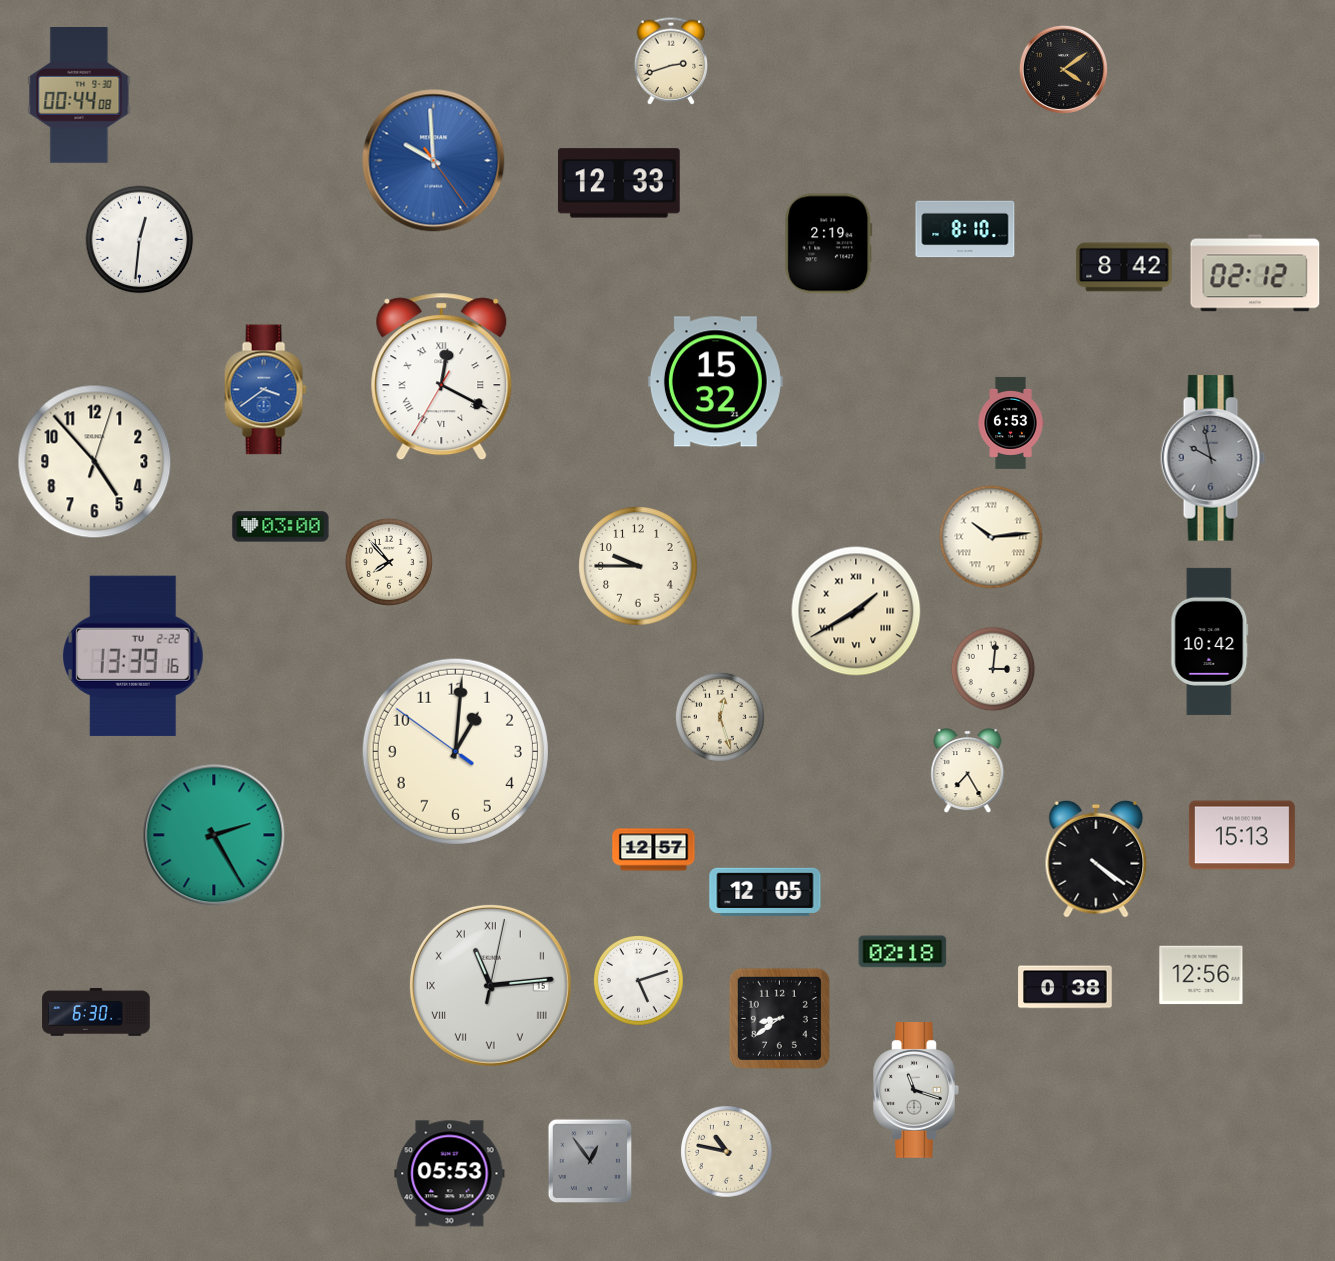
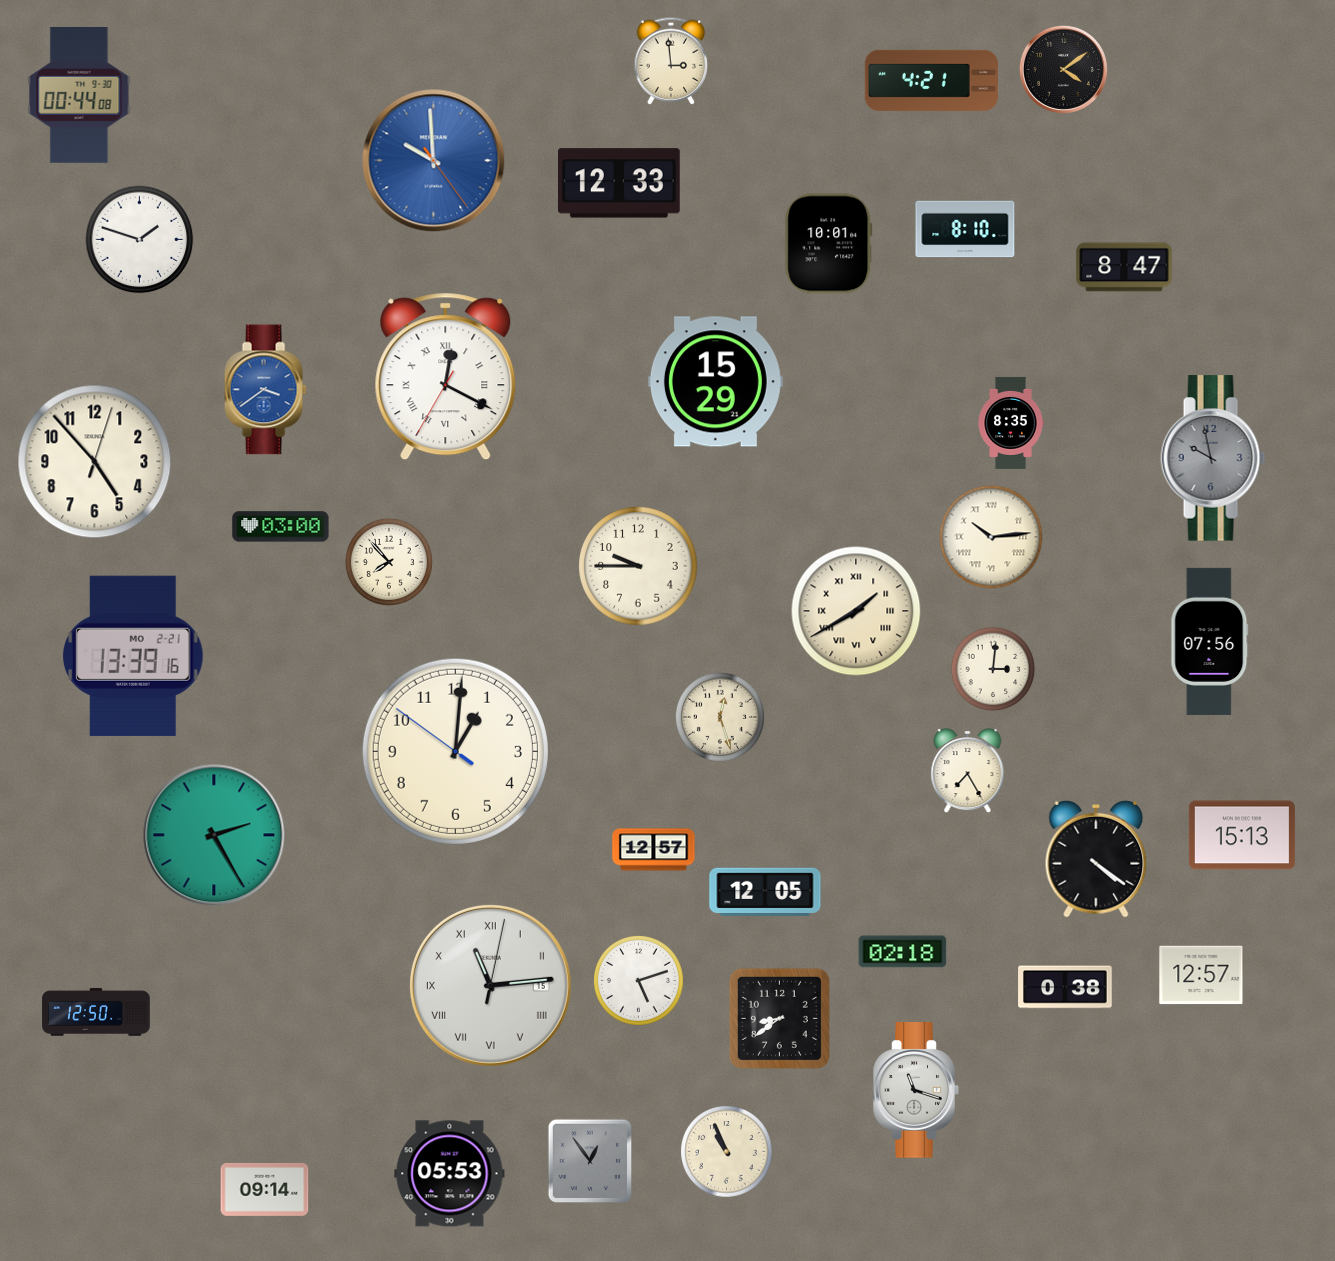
clock at (671, 61): 2:42 -> 2:59
clock at (931, 80): none -> 4:21
clock at (140, 240): 12:31 -> 1:48
clock at (829, 244): 2:19 -> 10:01
clock at (1124, 267): 8:42 -> 8:47
clock at (1255, 273): 02:12 -> none
clock at (442, 377) position: (442, 377) -> (446, 377)
clock at (715, 382): 15:32 -> 15:29
clock at (1011, 423): 6:53 -> 8:35
clock at (1210, 641): 10:42 -> 07:56
clock at (134, 656) date: TU 2-22 -> MO 2-21
clock at (1201, 975): 12:56 -> 12:57
clock at (96, 1012): 6:30 -> 12:50
clock at (727, 1152): 10:47 -> 10:56
clock at (265, 1189): none -> 09:14
